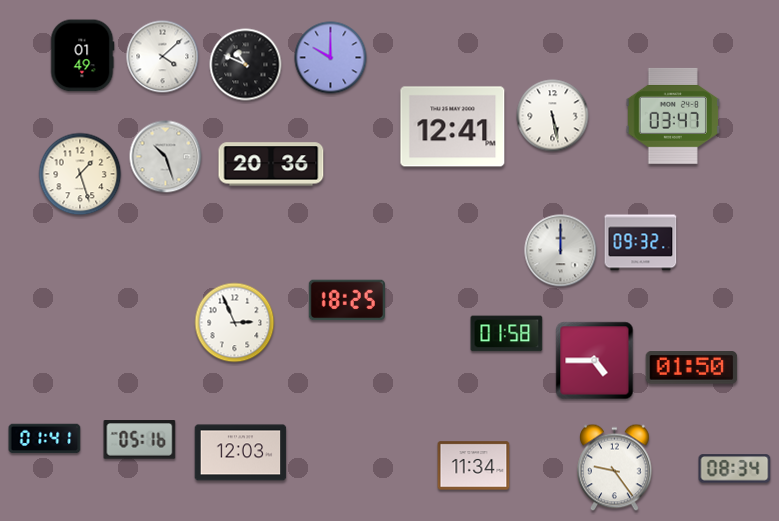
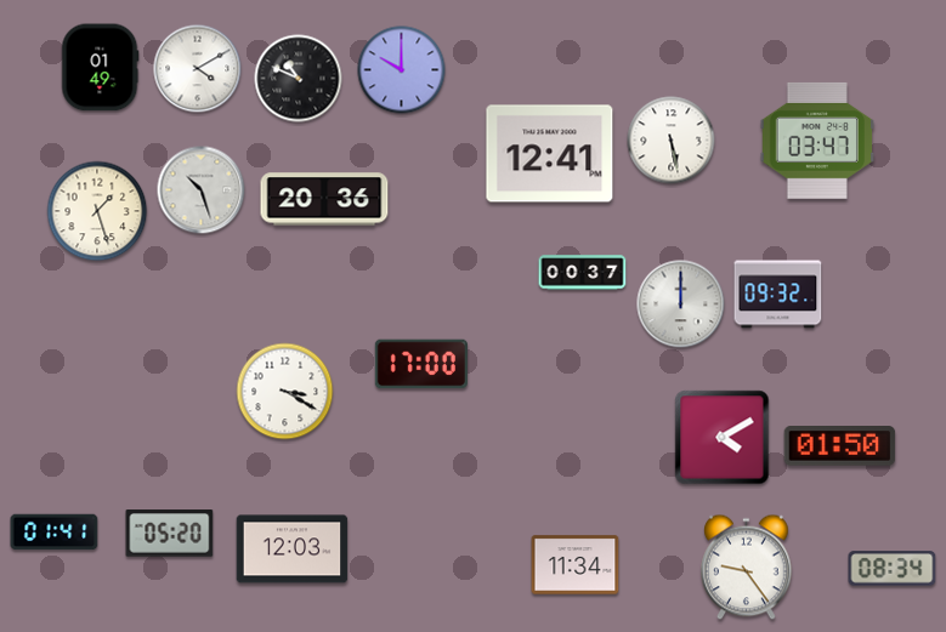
clock at (163, 57): 4:08 -> 4:10
clock at (271, 164) position: (271, 164) -> (324, 199)
clock at (583, 273): none -> 00:37
clock at (347, 300): 18:25 -> 17:00
clock at (235, 323): 2:56 -> 3:20
clock at (507, 334): 01:58 -> none
clock at (595, 361): 4:45 -> 4:10
clock at (140, 440): 05:16 -> 05:20
